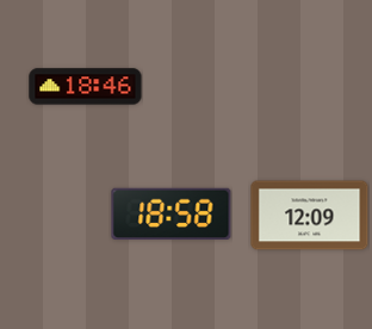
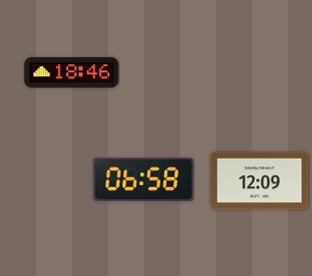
clock at (172, 213): 18:58 -> 06:58
